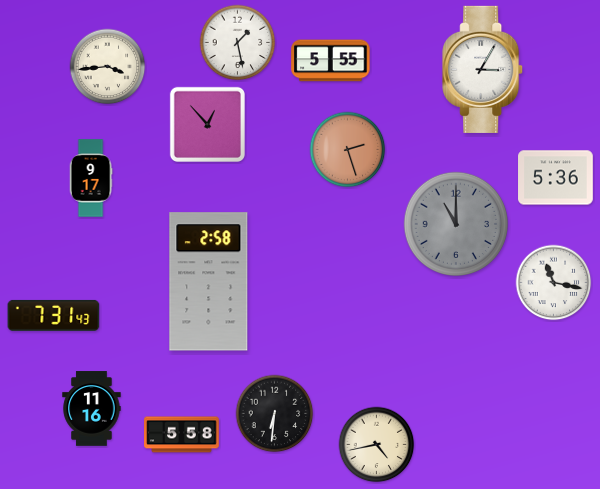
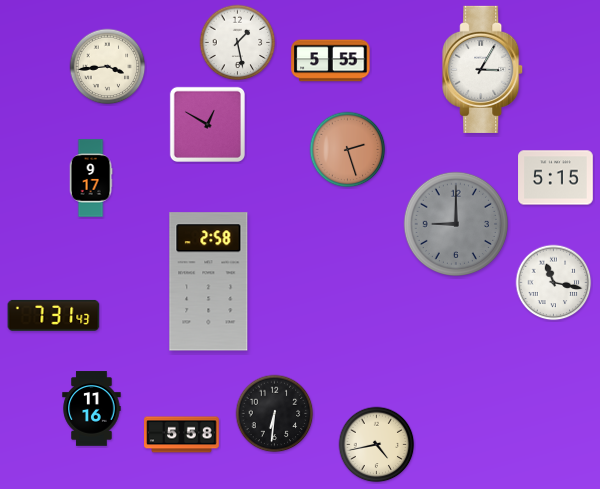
clock at (207, 124): 12:53 -> 12:50
clock at (556, 178): 5:36 -> 5:15
clock at (455, 223): 11:00 -> 9:00
